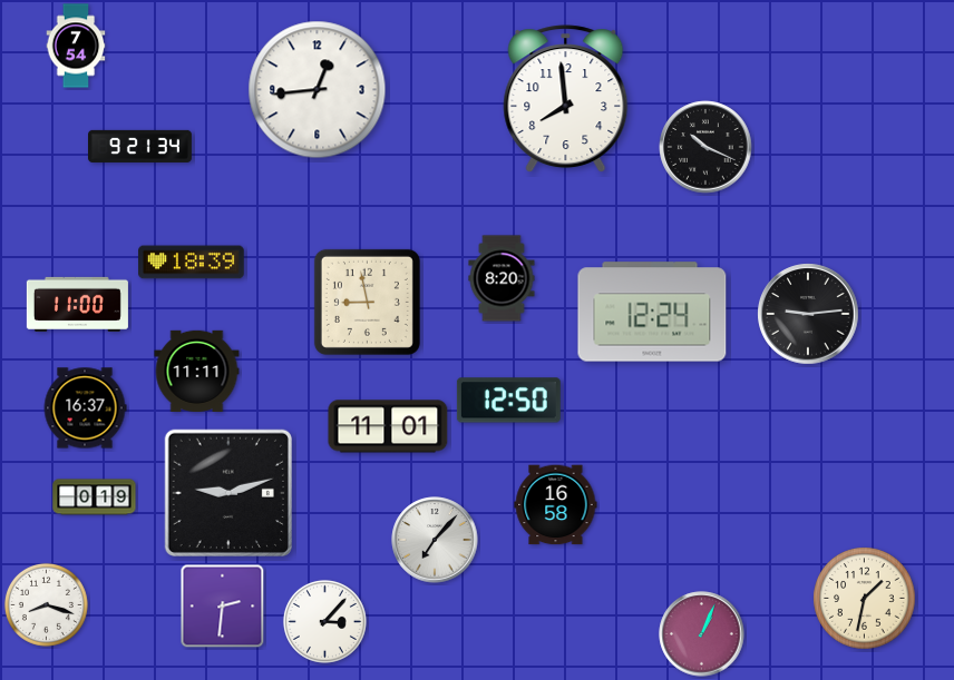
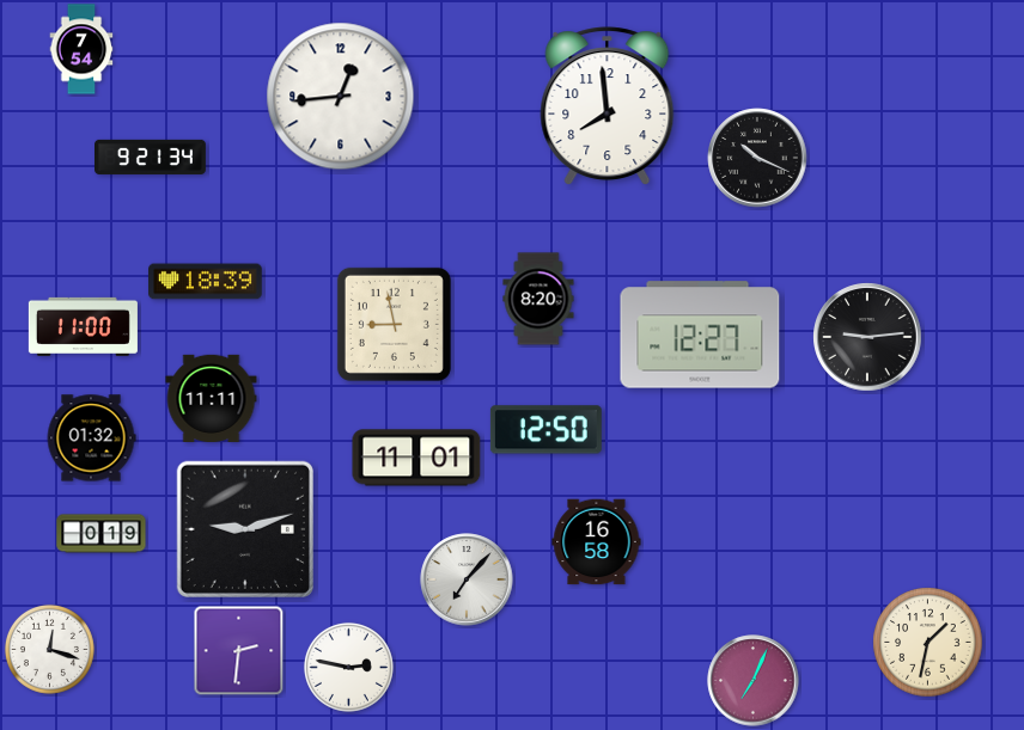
clock at (652, 312): 12:24 -> 12:27
clock at (85, 408): 16:37 -> 01:32
clock at (46, 604): 8:18 -> 12:18
clock at (324, 621): 3:07 -> 2:47
clock at (702, 634): 1:04 -> 7:04
